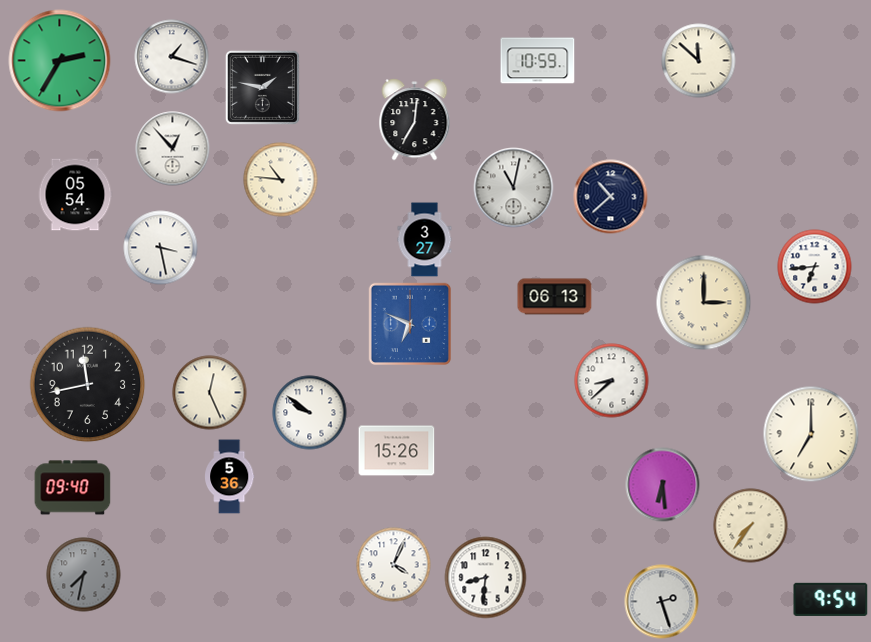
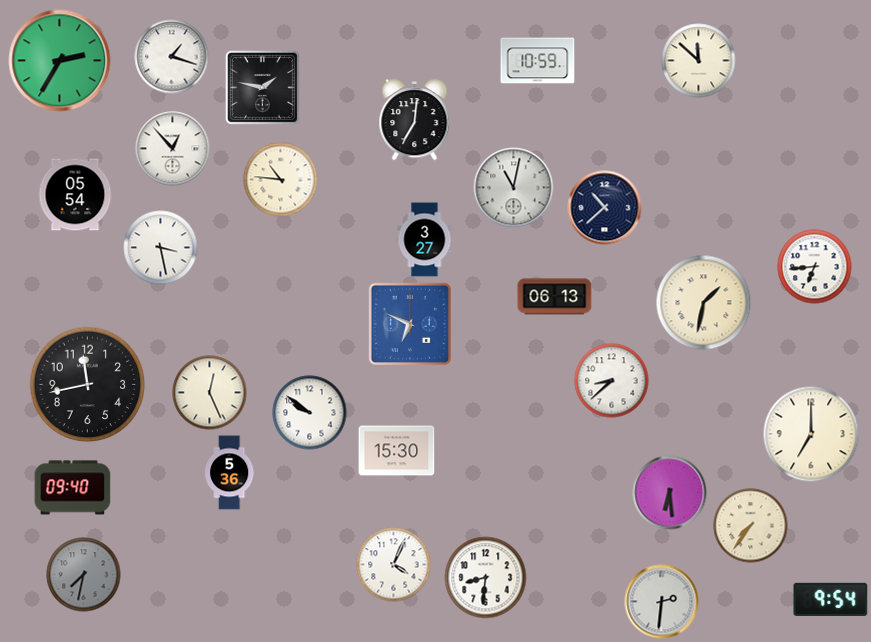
clock at (611, 197) position: (611, 197) -> (605, 208)
clock at (704, 303): 3:00 -> 1:32
clock at (397, 451): 15:26 -> 15:30
clock at (230, 477) position: (230, 477) -> (230, 473)
clock at (663, 485) position: (663, 485) -> (670, 493)
clock at (662, 602): 2:27 -> 2:31
